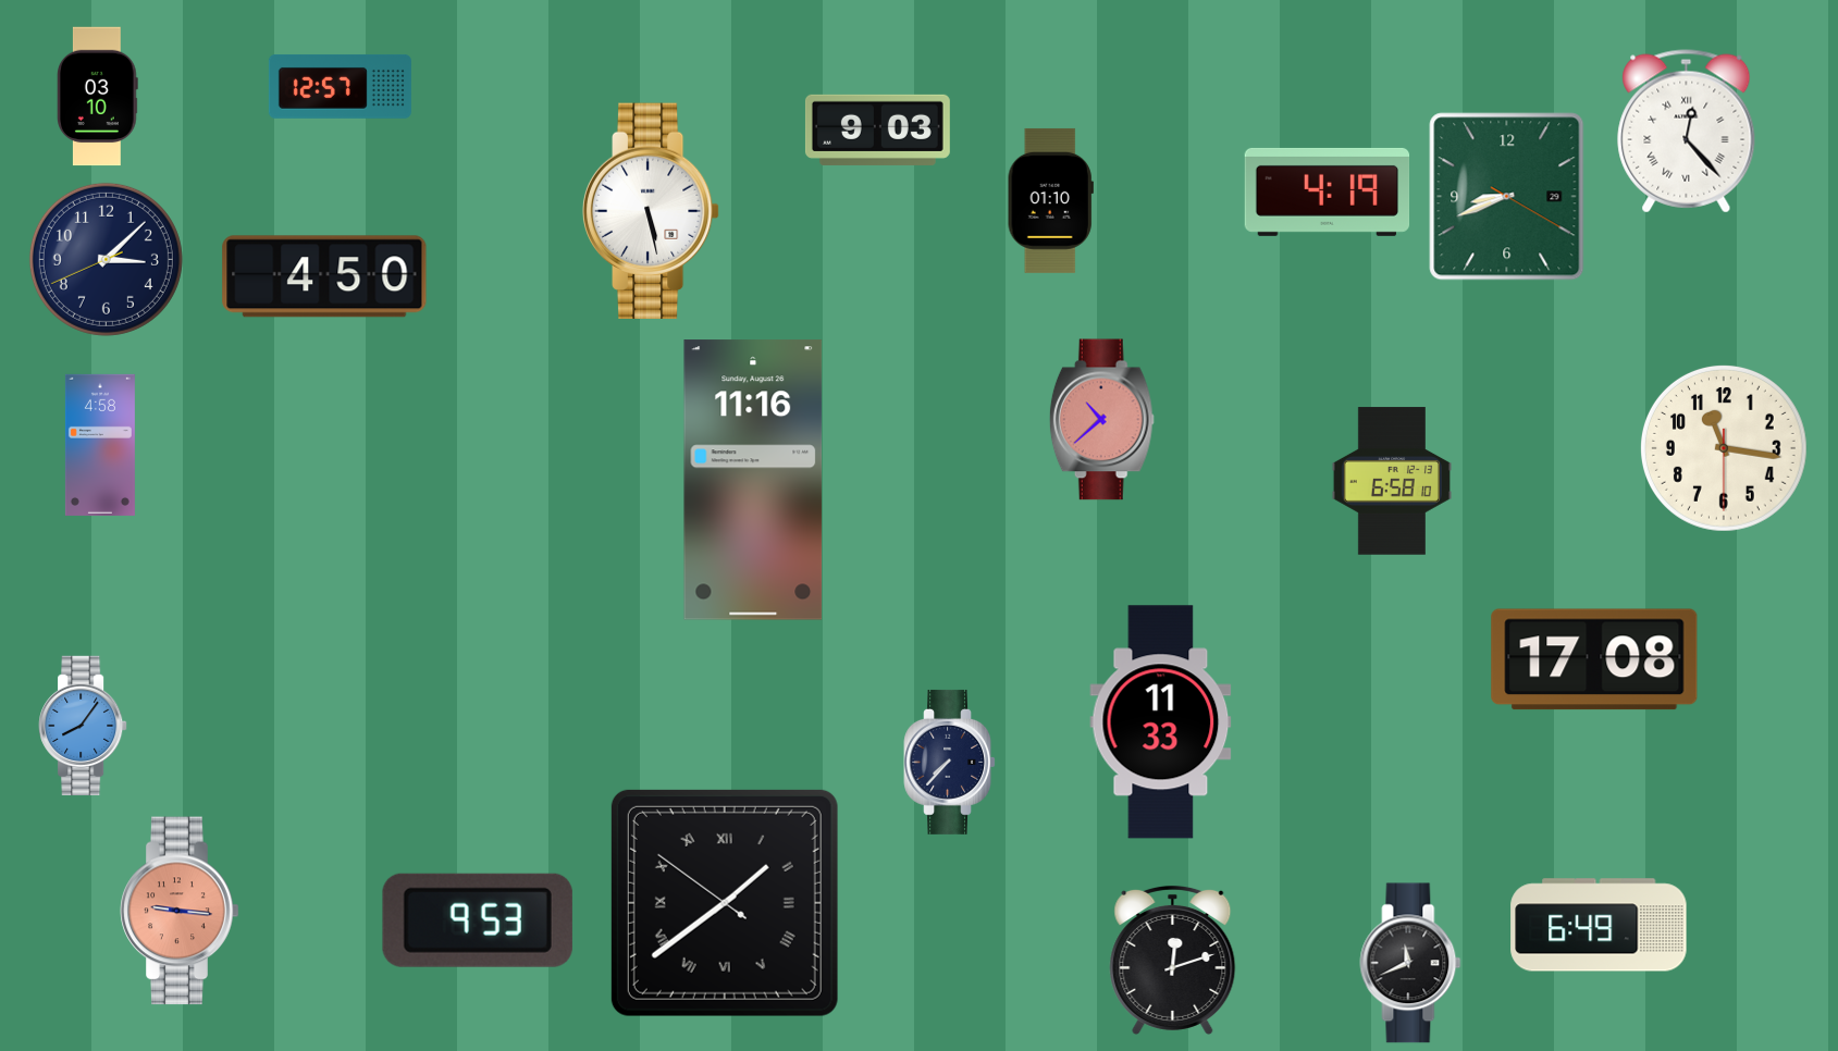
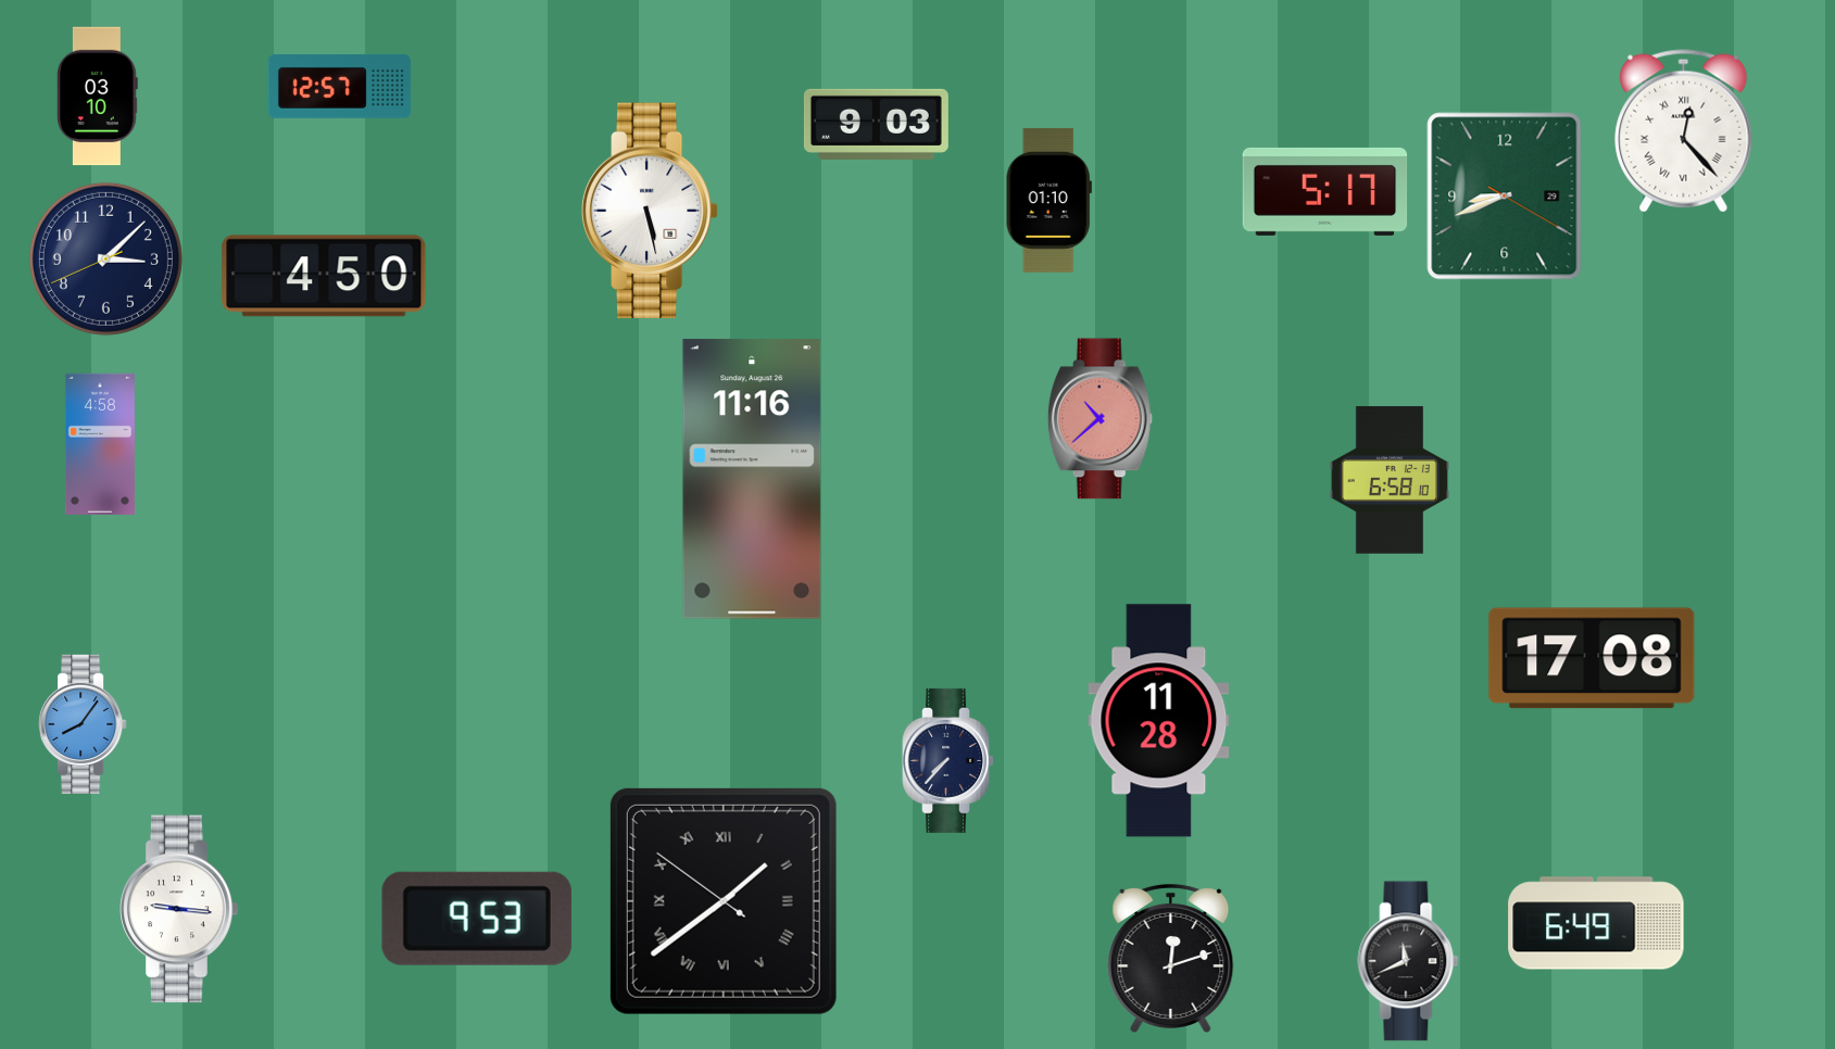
clock at (877, 129) position: (877, 129) -> (876, 124)
clock at (1328, 191): 4:19 -> 5:17
clock at (1724, 448): 11:16 -> none
clock at (1161, 722): 11:33 -> 11:28
clock at (180, 911) dial: salmon -> white
